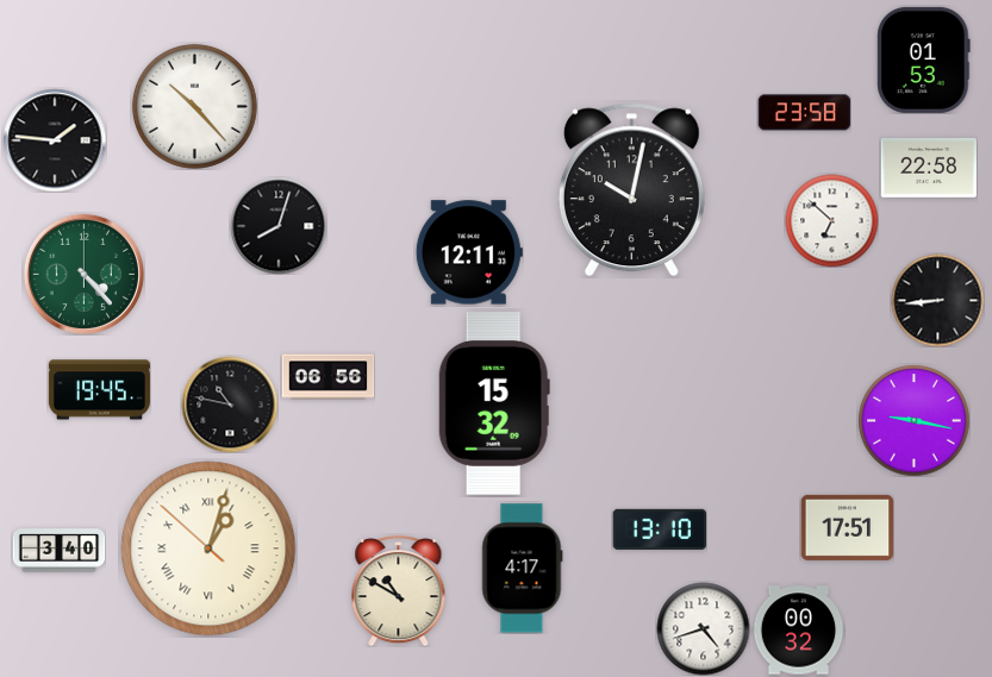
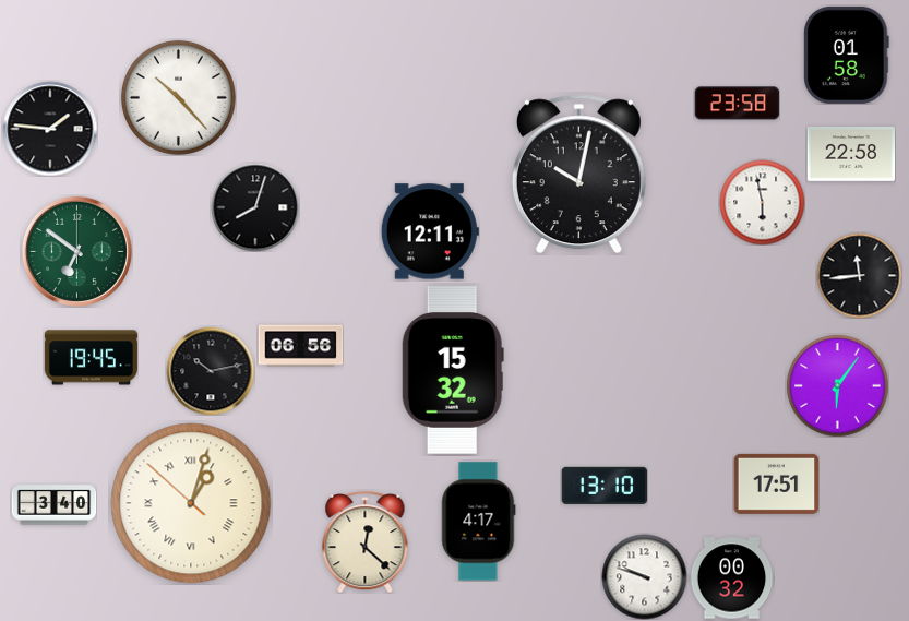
clock at (924, 59): 01:53 -> 01:58
clock at (831, 220): 6:52 -> 5:58
clock at (83, 274): 4:23 -> 6:51
clock at (937, 300): 8:44 -> 11:44
clock at (230, 405): 10:47 -> 10:13
clock at (913, 420): 9:17 -> 6:06
clock at (399, 591): 10:50 -> 12:22
clock at (703, 628): 4:42 -> 9:48
